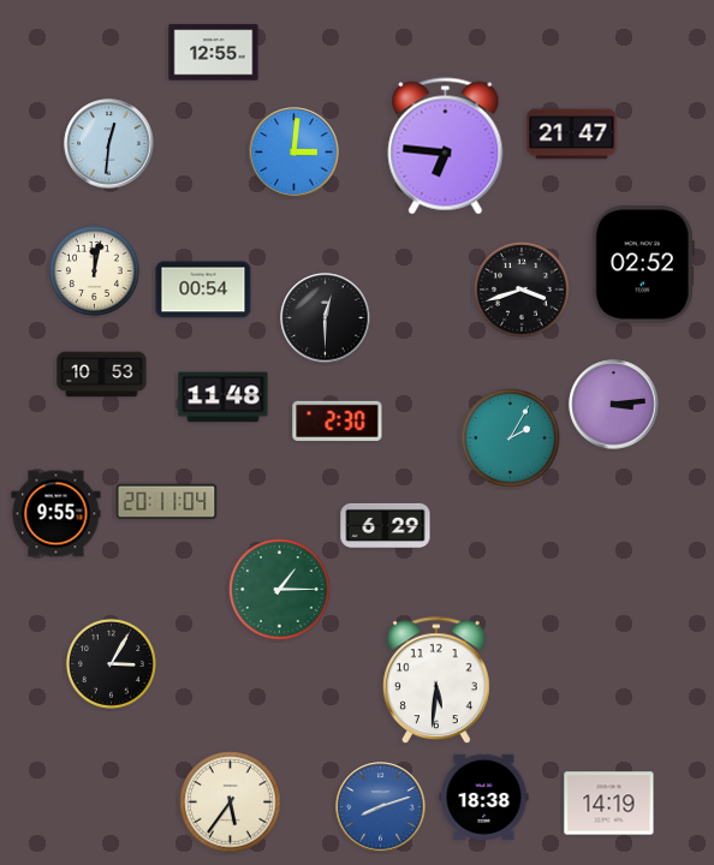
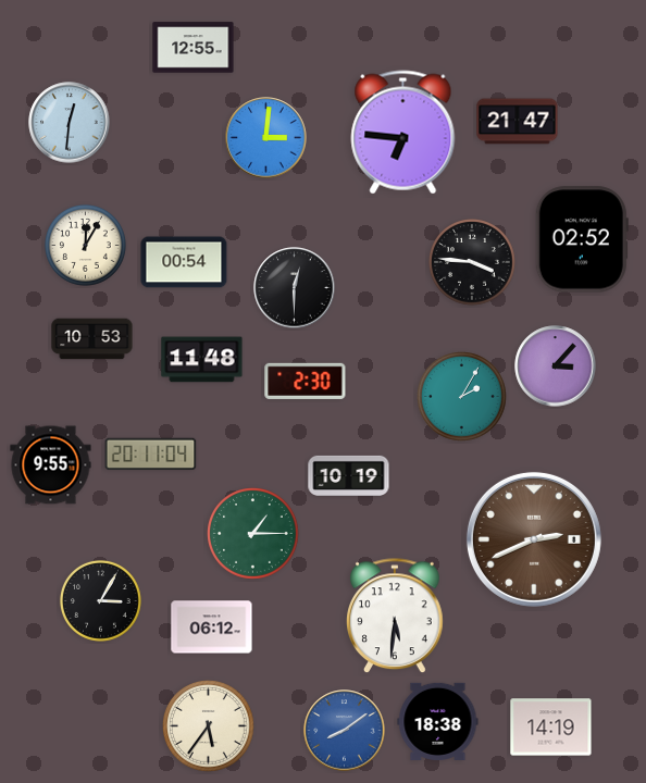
clock at (109, 144) position: (109, 144) -> (70, 123)
clock at (94, 270): 12:02 -> 12:05
clock at (523, 291): 3:42 -> 3:46
clock at (614, 405): 3:14 -> 3:07
clock at (386, 525): 6:29 -> 10:19
clock at (534, 539): none -> 2:41
clock at (212, 627): none -> 06:12
clock at (381, 807): 8:12 -> 8:09
